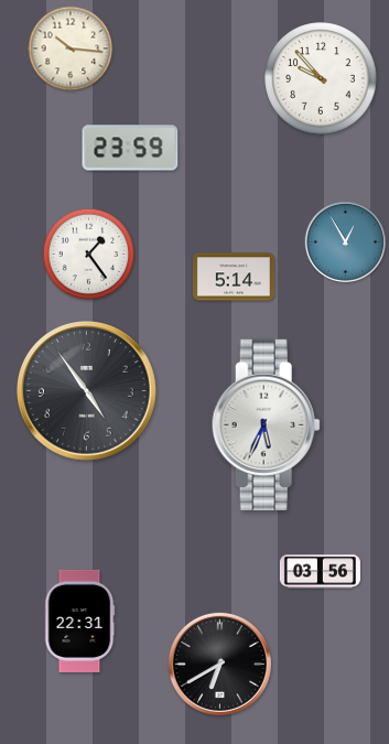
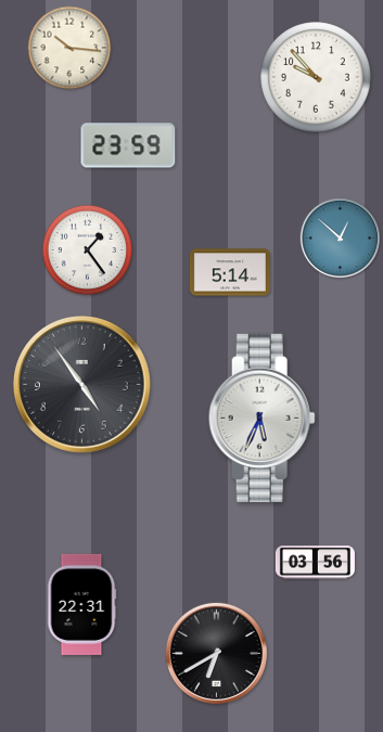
clock at (346, 242): 12:55 -> 12:52
clock at (87, 391) position: (87, 391) -> (82, 385)
clock at (79, 621) position: (79, 621) -> (81, 604)
